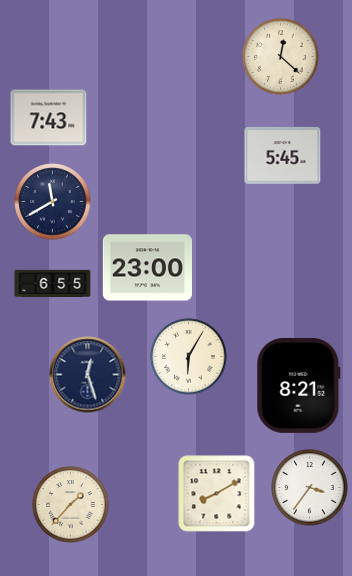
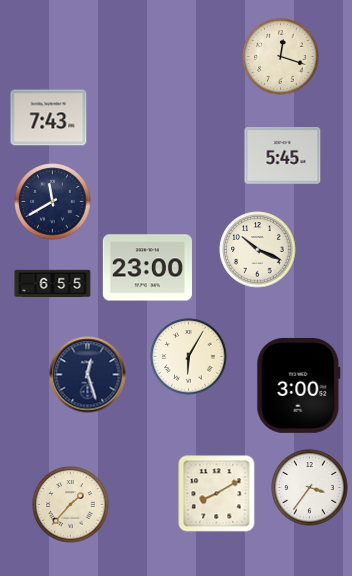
clock at (281, 57): 12:22 -> 12:18
clock at (258, 250): none -> 10:19
clock at (299, 385): 8:21 -> 3:00
